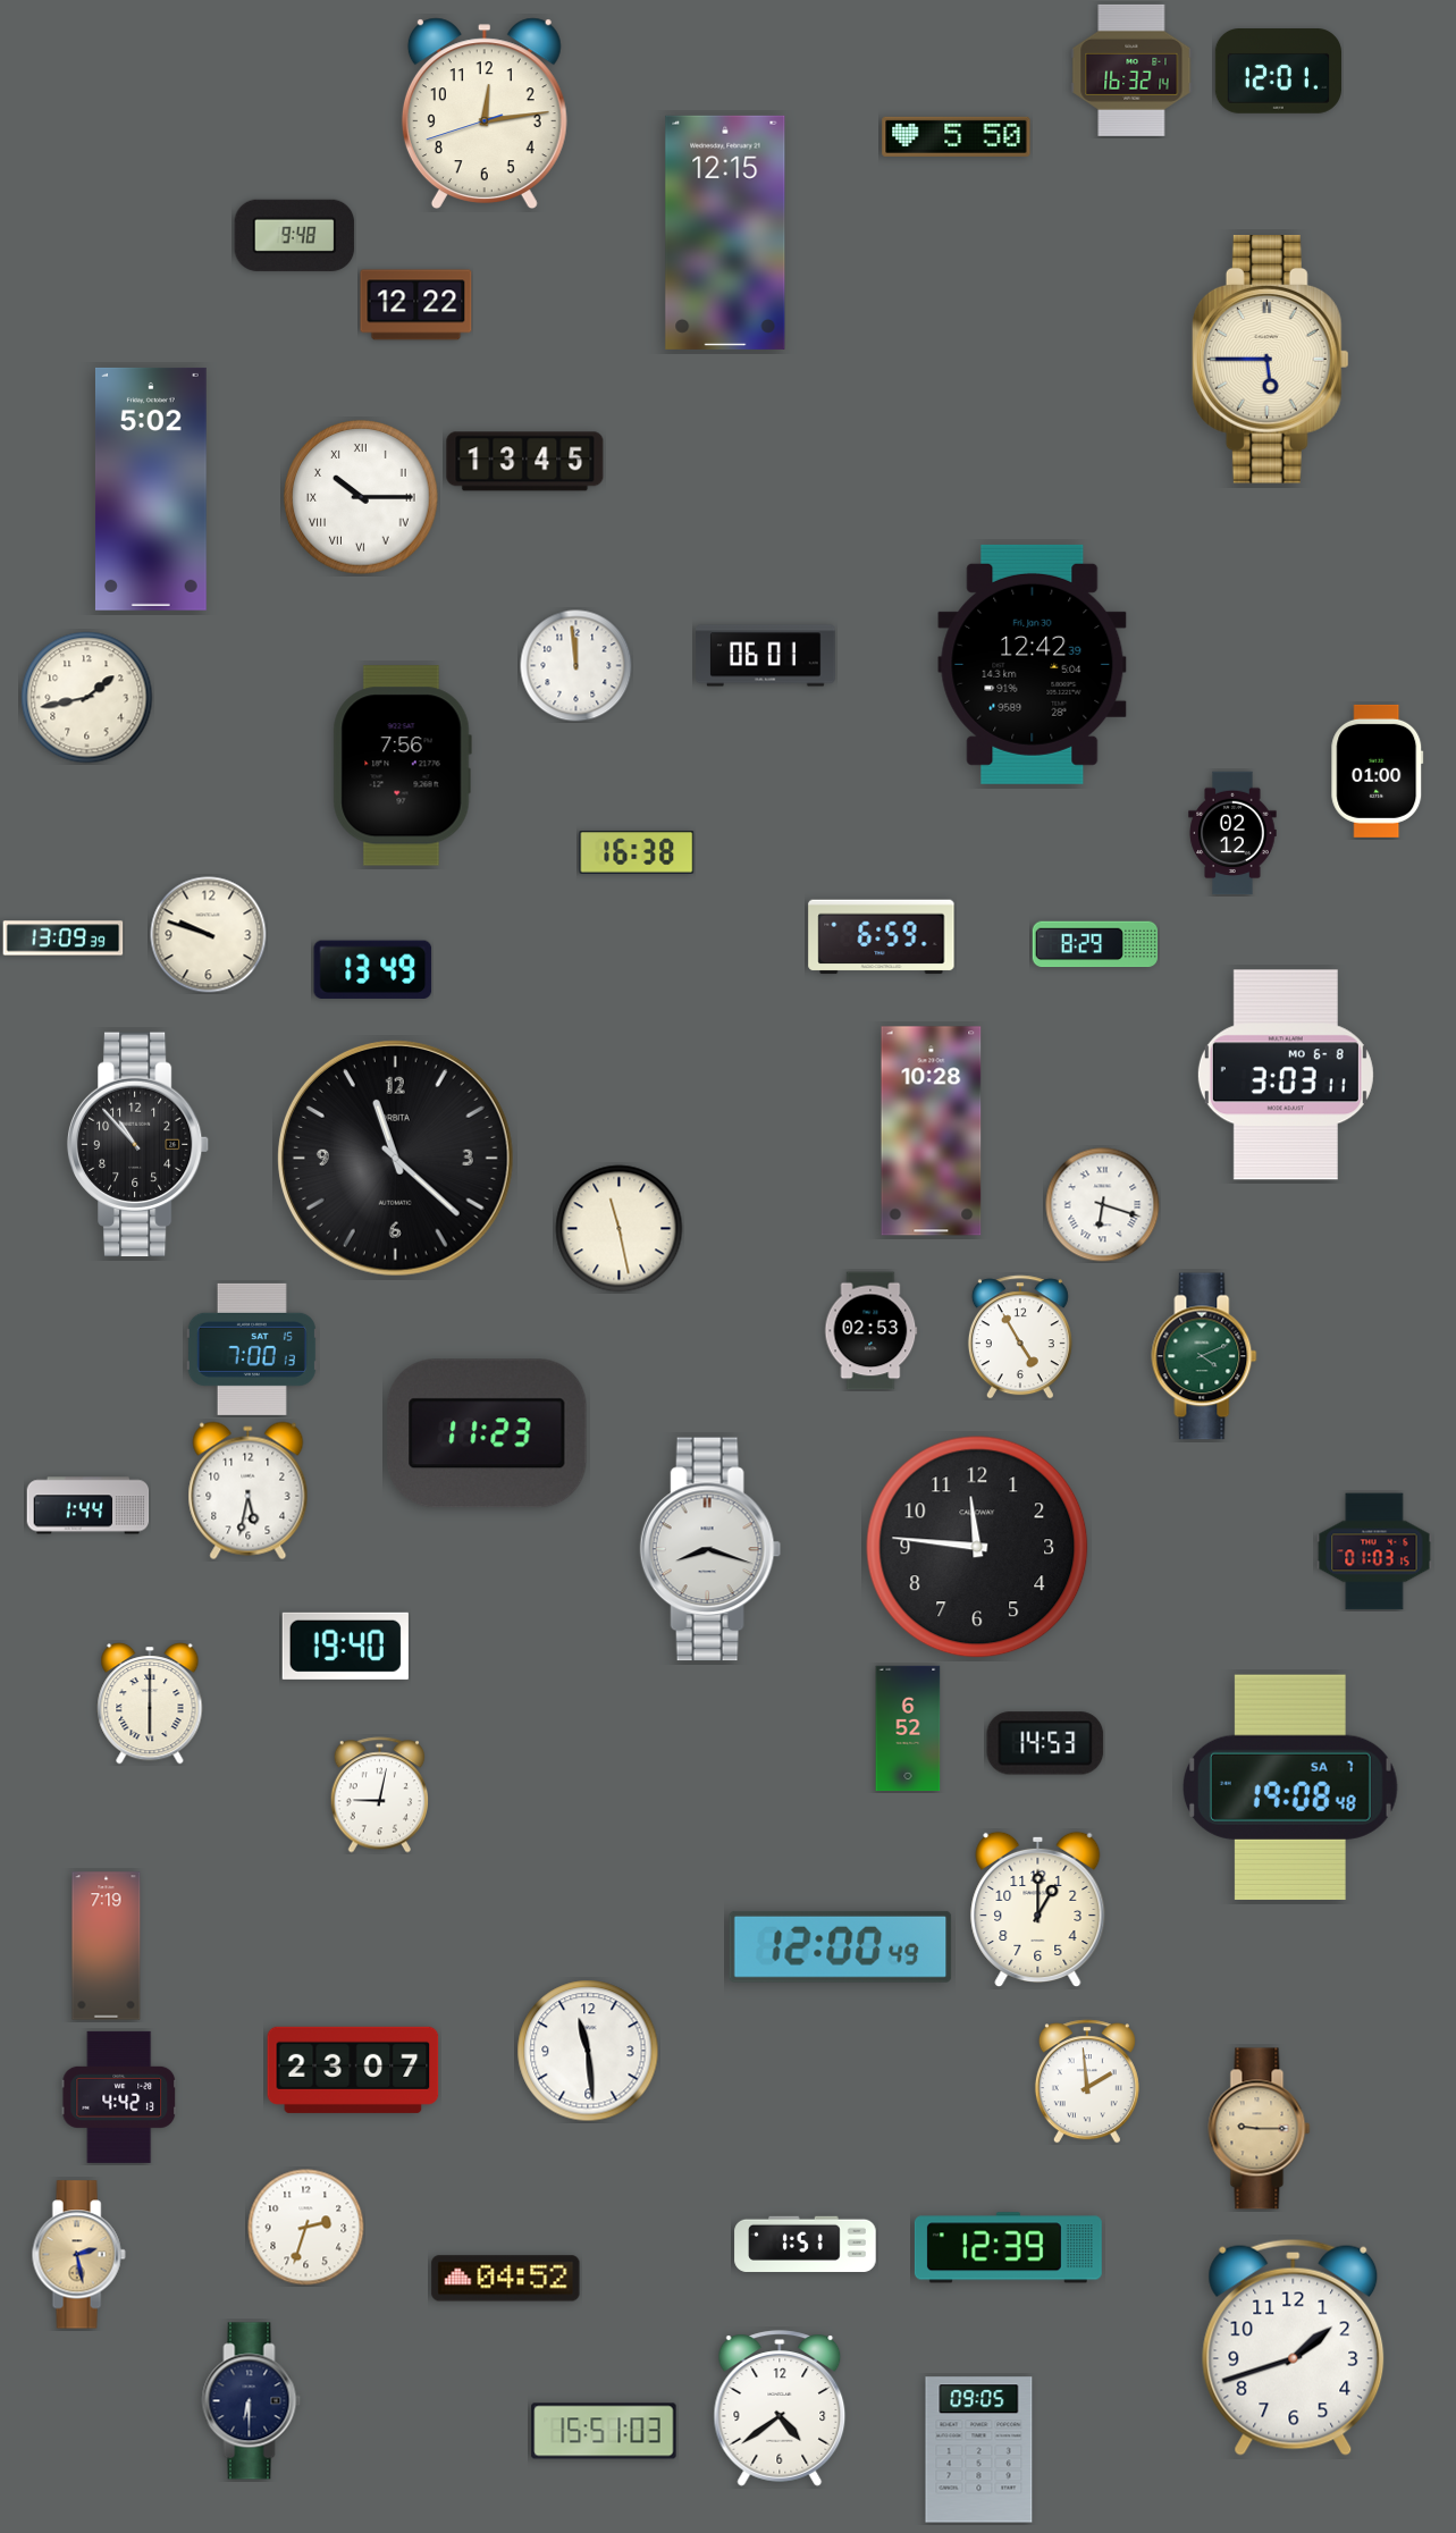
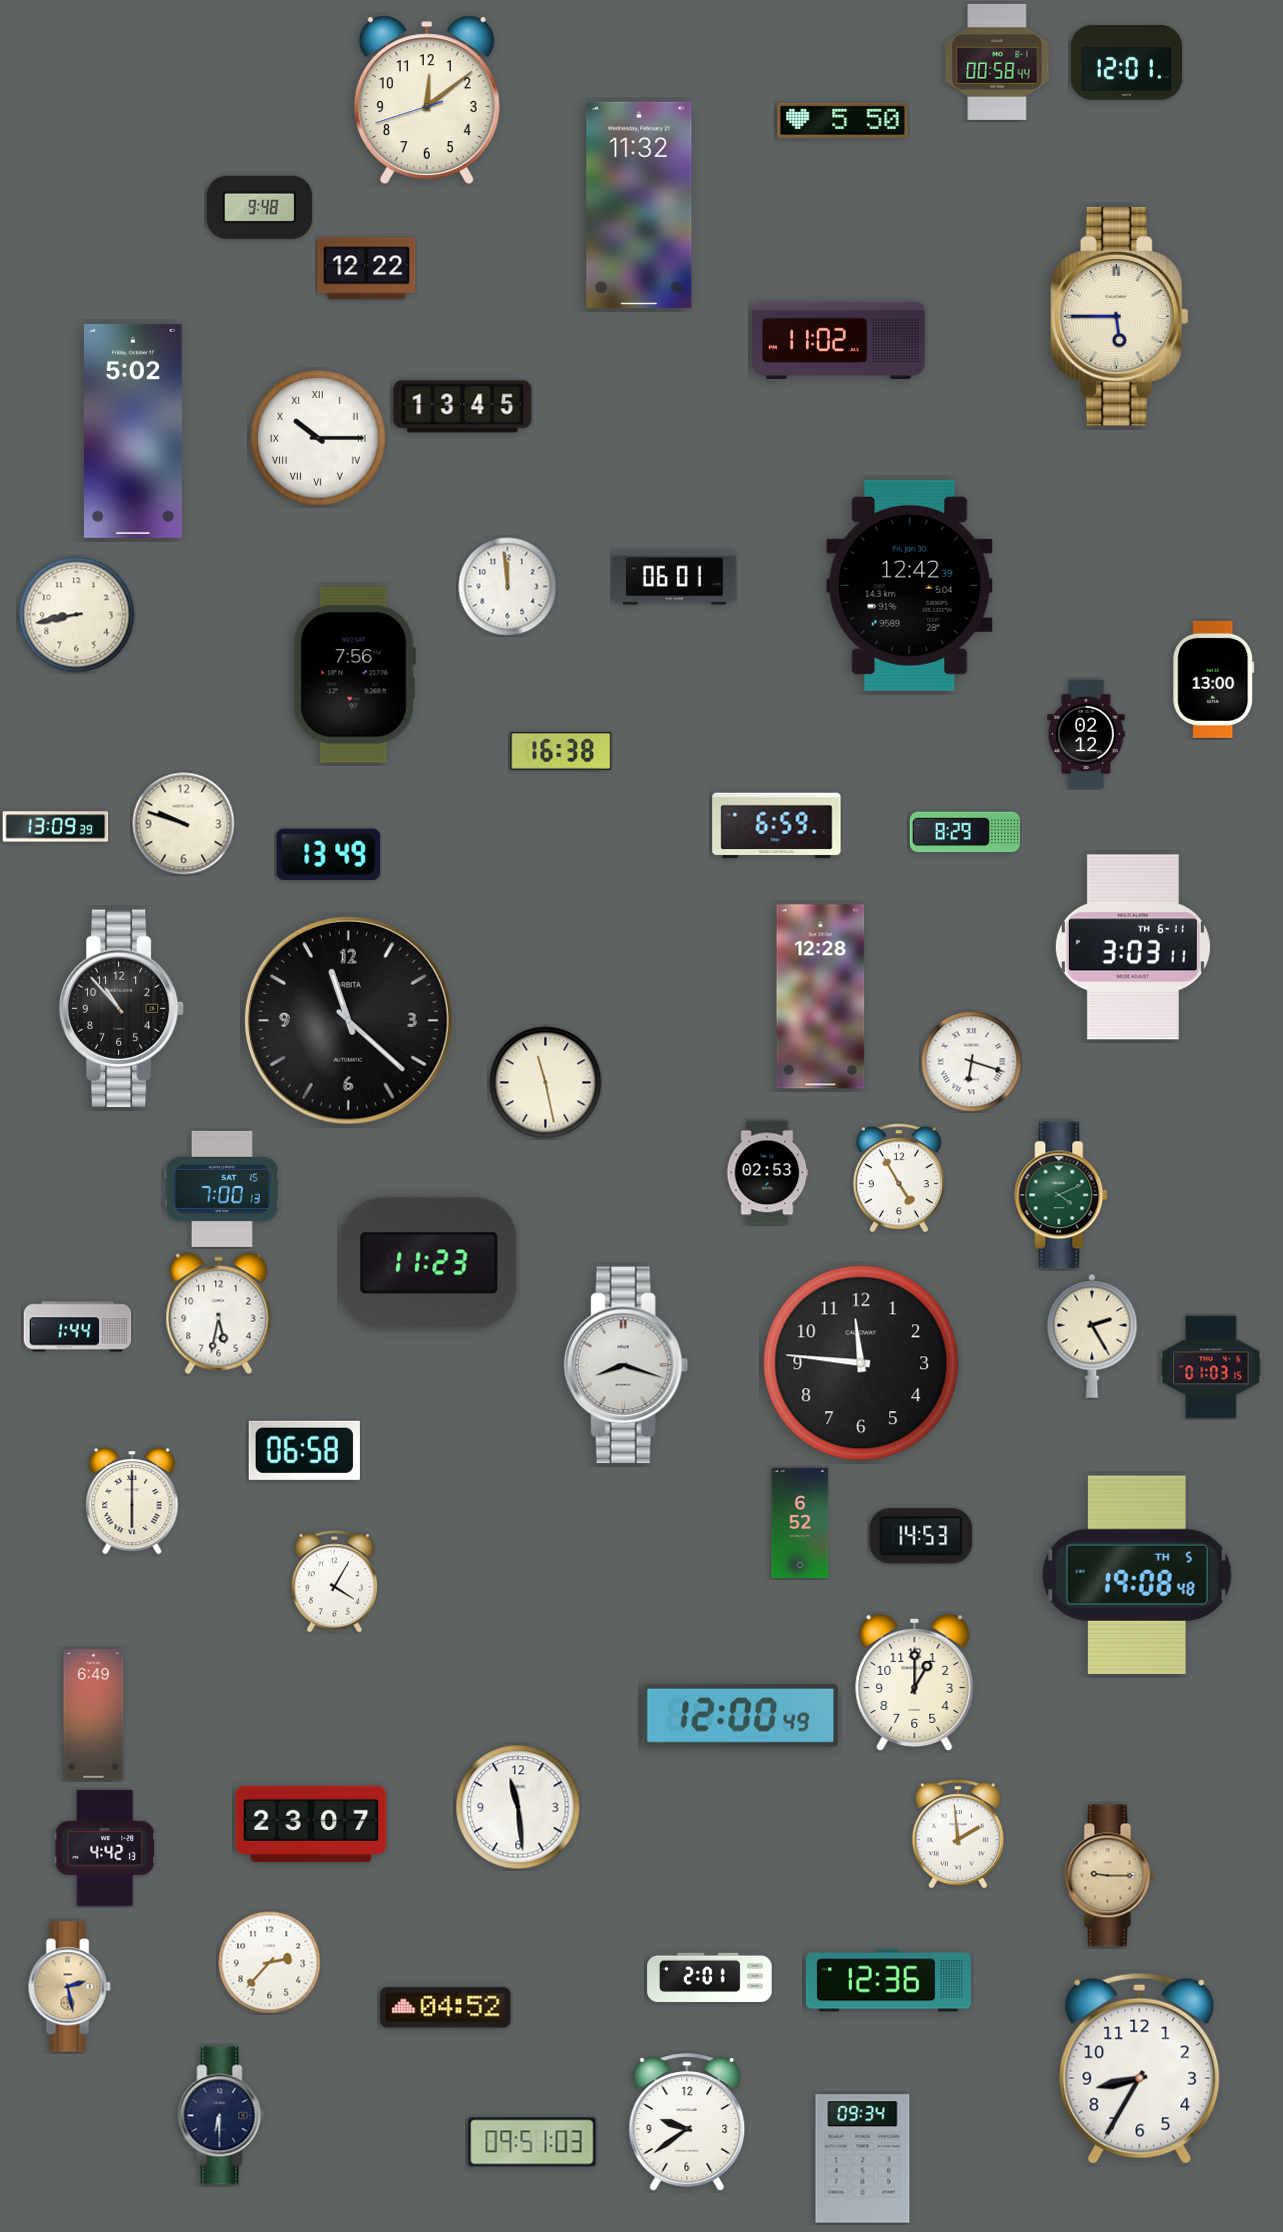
clock at (1131, 70): 16:32 -> 00:58
clock at (485, 112): 12:13 -> 12:08
clock at (725, 233): 12:15 -> 11:32
clock at (839, 340): none -> 11:02
clock at (87, 698): 1:43 -> 8:43
clock at (1378, 771): 01:00 -> 13:00
clock at (1286, 1075) date: MO 6-8 -> TH 6-11
clock at (932, 1131): 10:28 -> 12:28
clock at (1092, 1336): none -> 2:25
clock at (345, 1646): 19:40 -> 06:58
clock at (1290, 1787) date: SA 7 -> TH 5
clock at (380, 1795): 9:02 -> 4:05
clock at (107, 1946): 7:19 -> 6:49
clock at (306, 2228): 2:33 -> 2:37
clock at (806, 2244): 1:51 -> 2:01
clock at (1008, 2248): 12:39 -> 12:36
clock at (1294, 2347): 1:42 -> 8:35
clock at (780, 2408): 4:39 -> 9:39
clock at (604, 2431): 15:51 -> 09:51
clock at (979, 2450): 09:05 -> 09:34
